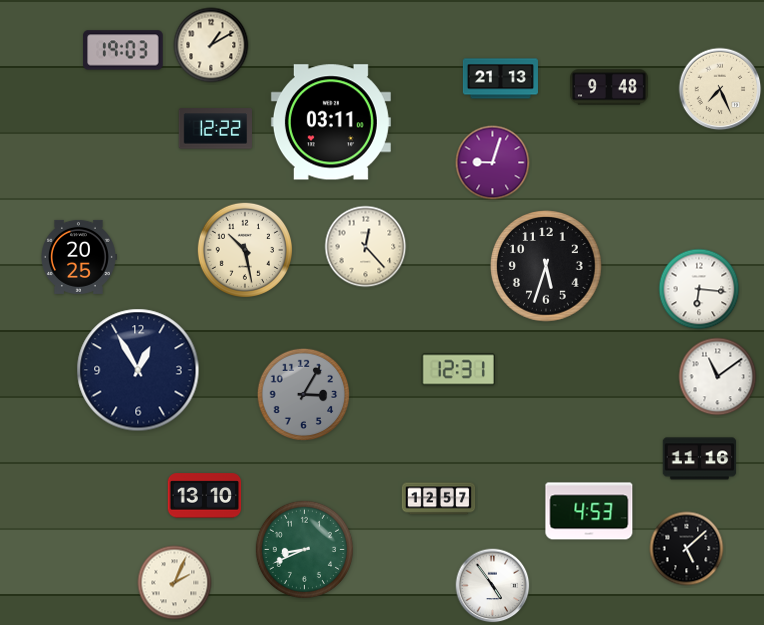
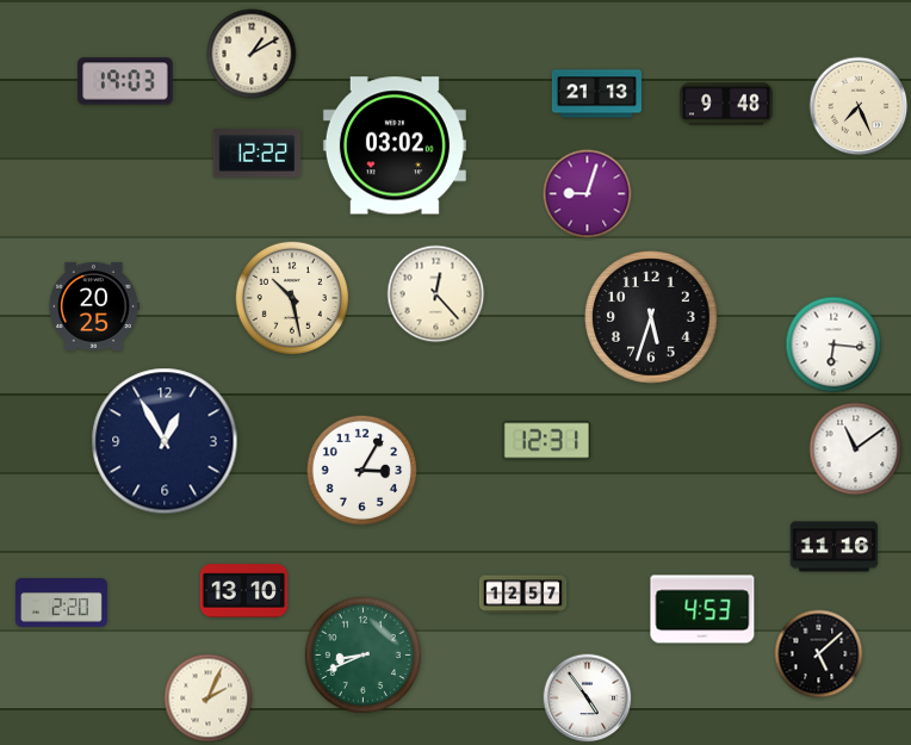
clock at (123, 50) position: (123, 50) -> (125, 81)
clock at (331, 122): 03:11 -> 03:02
clock at (304, 395) dial: grey -> white
clock at (61, 603): none -> 2:20
clock at (175, 583) position: (175, 583) -> (209, 699)
